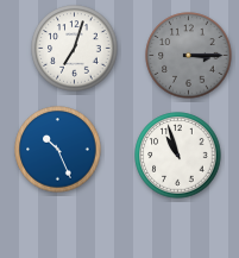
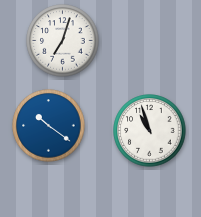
clock at (189, 56): 3:15 -> none
clock at (58, 150): 10:26 -> 10:21
